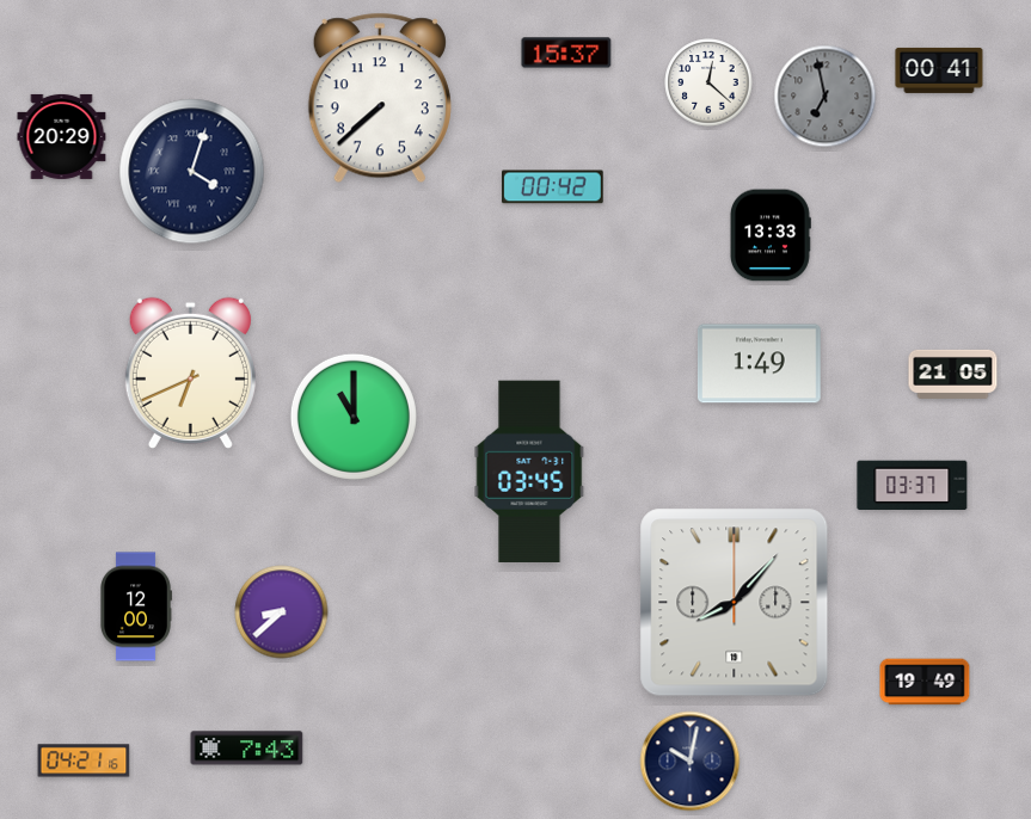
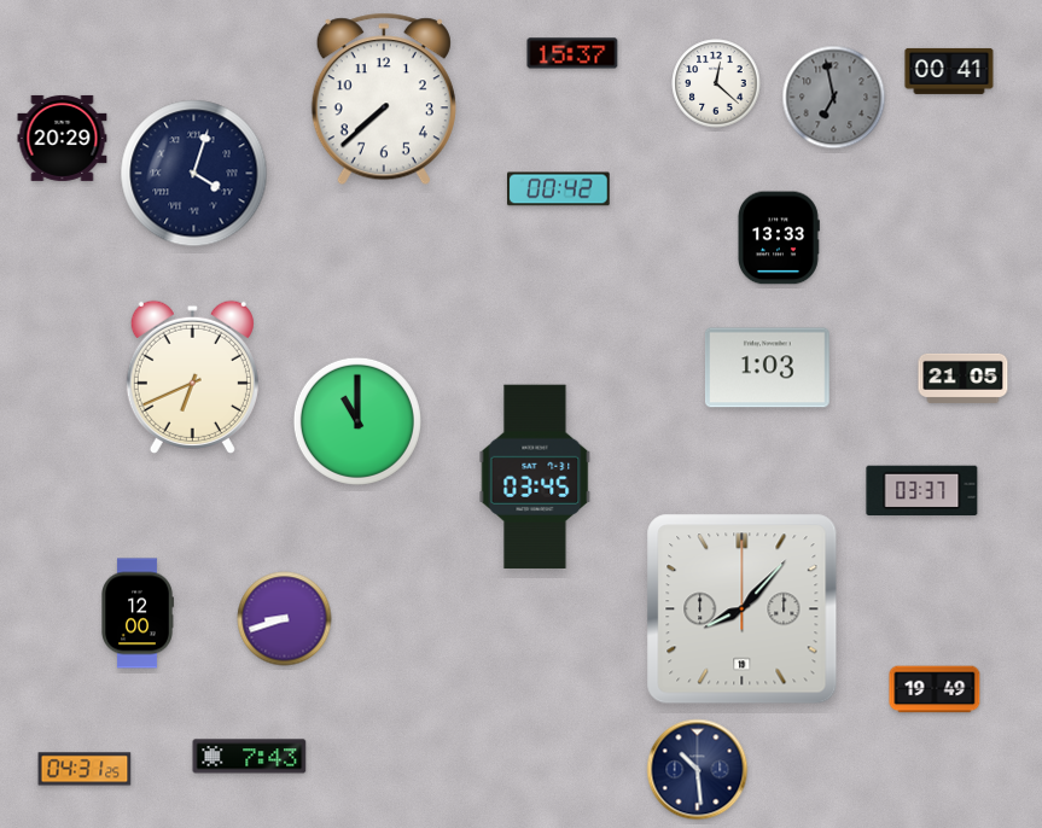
clock at (760, 364): 1:49 -> 1:03
clock at (282, 612): 8:38 -> 8:42
clock at (84, 761): 04:21 -> 04:31
clock at (691, 762): 10:02 -> 10:29
